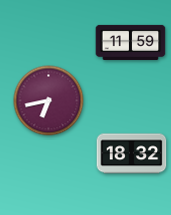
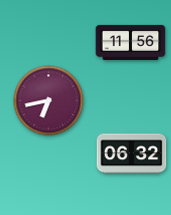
clock at (131, 42): 11:59 -> 11:56
clock at (132, 154): 18:32 -> 06:32
